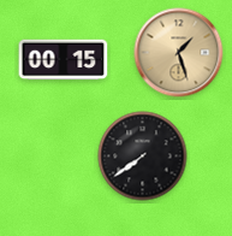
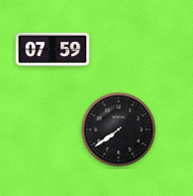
clock at (179, 53): 1:27 -> none
clock at (64, 60): 00:15 -> 07:59
